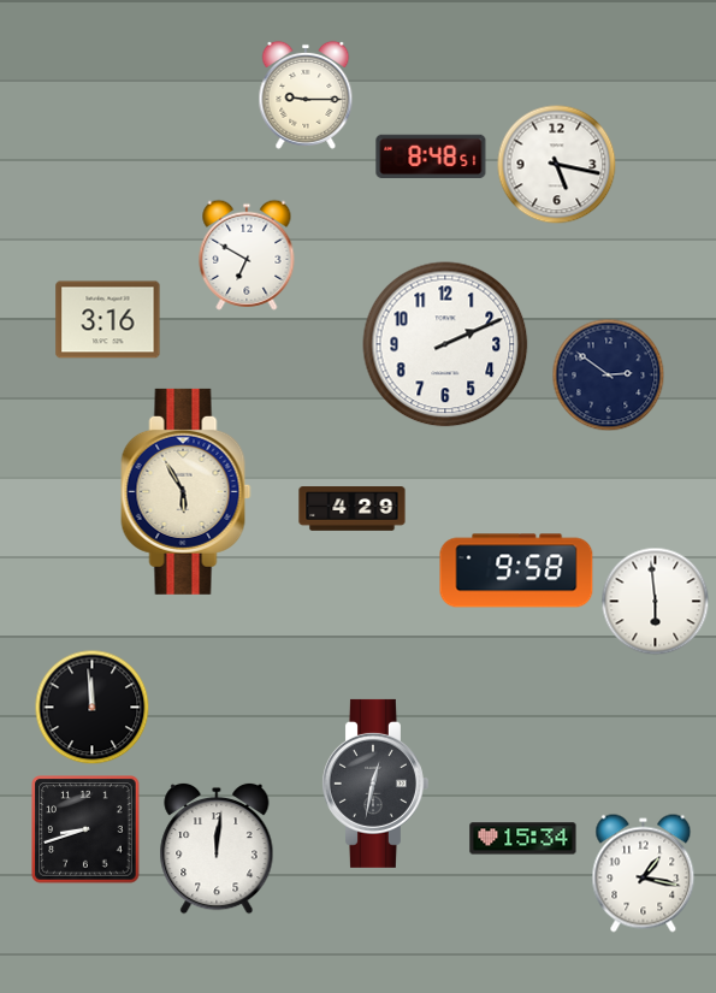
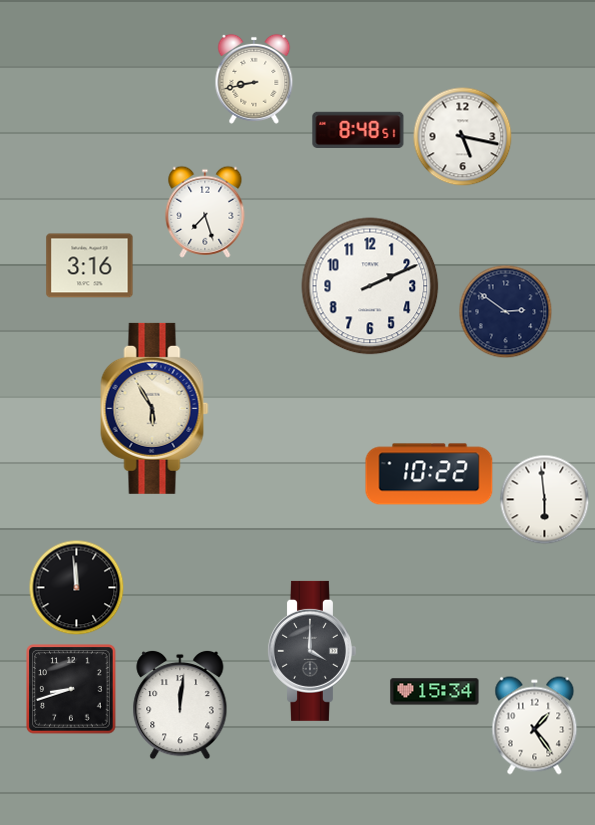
clock at (306, 95): 9:15 -> 8:43
clock at (247, 255): 6:50 -> 7:27
clock at (353, 509): 4:29 -> none
clock at (516, 571): 9:58 -> 10:22
clock at (374, 784): 12:32 -> 4:00
clock at (523, 839) position: (523, 839) -> (435, 692)
clock at (644, 874): 1:17 -> 1:24
